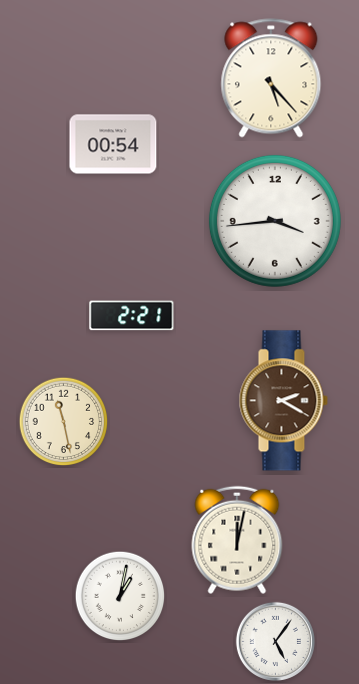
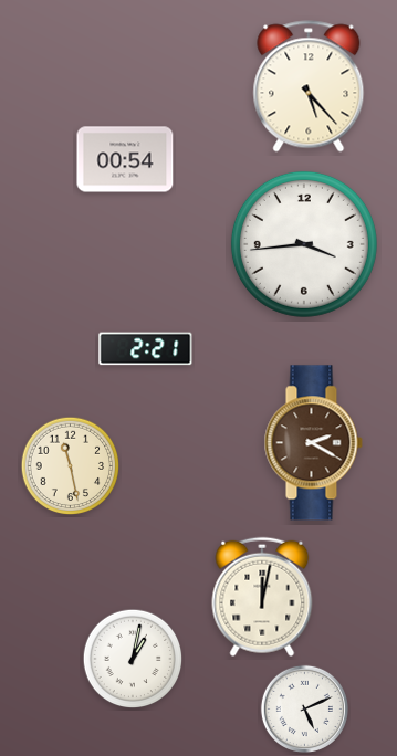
clock at (271, 78) position: (271, 78) -> (309, 86)
clock at (275, 641): 5:06 -> 5:11
